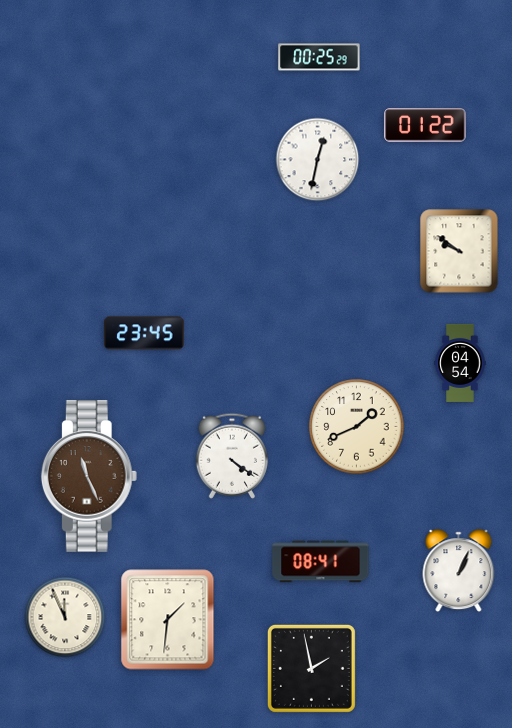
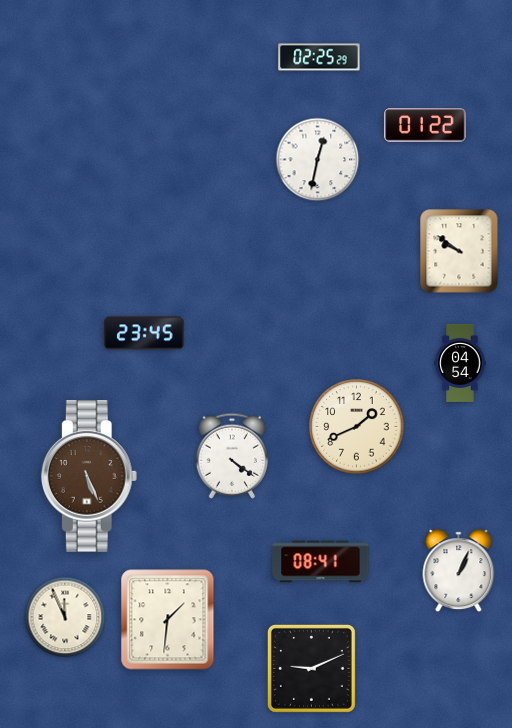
clock at (319, 57): 00:25 -> 02:25
clock at (89, 476): 11:26 -> 5:26
clock at (311, 668): 1:58 -> 9:11
